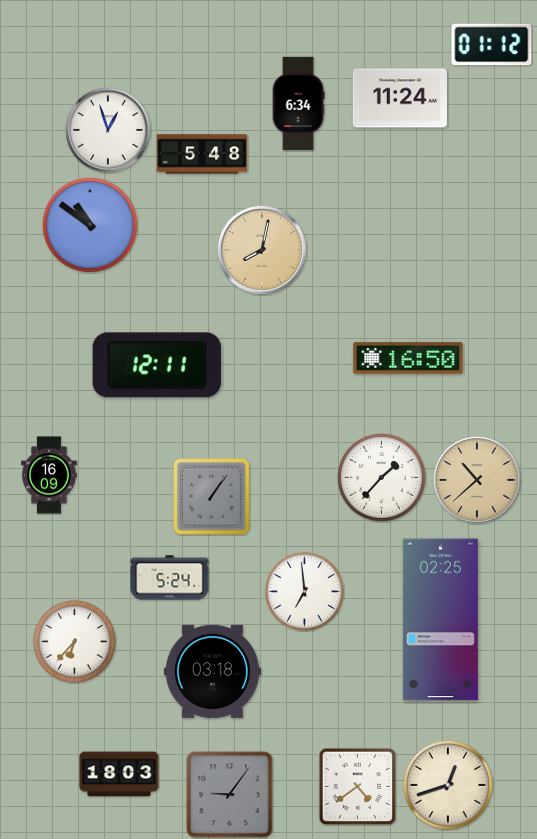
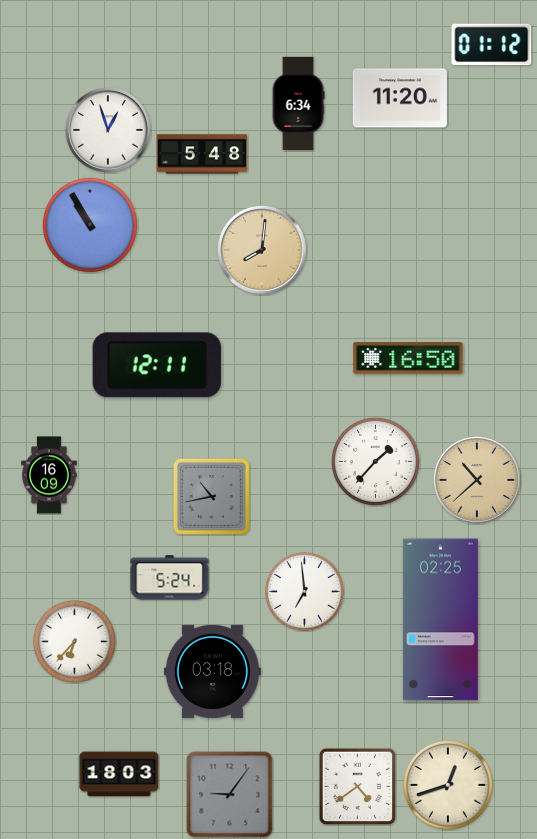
clock at (400, 98): 11:24 -> 11:20
clock at (90, 225): 10:51 -> 10:55
clock at (262, 250): 8:02 -> 8:01
clock at (381, 477) position: (381, 477) -> (375, 461)
clock at (211, 496): 1:06 -> 10:43
